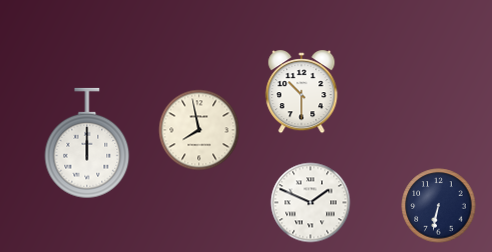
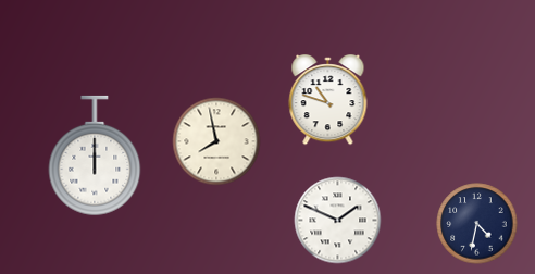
clock at (302, 93): 10:30 -> 10:48
clock at (439, 206): 6:32 -> 4:32
